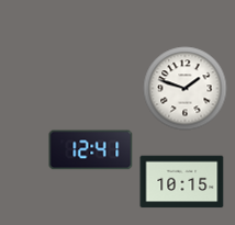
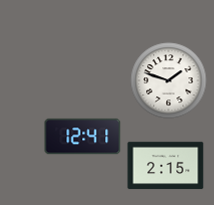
clock at (182, 182): 10:15 -> 2:15
